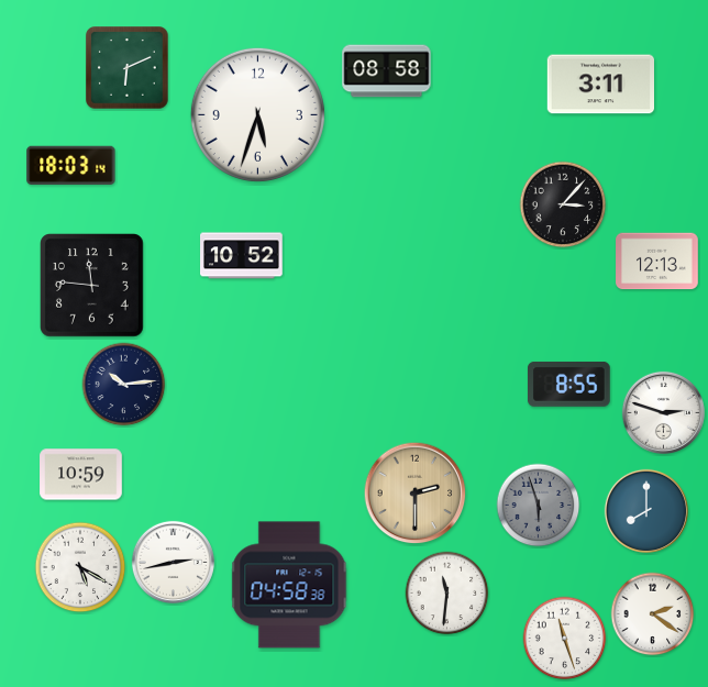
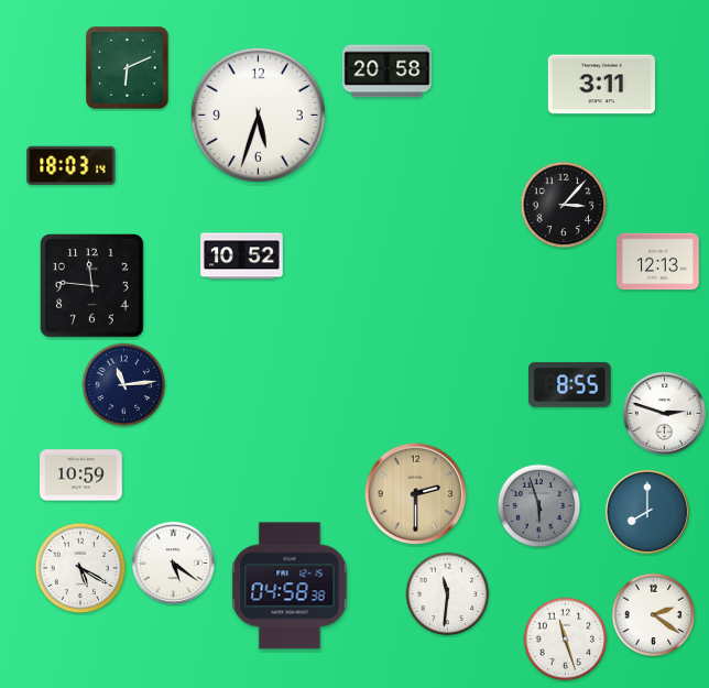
clock at (387, 71): 08:58 -> 20:58
clock at (124, 385): 10:14 -> 11:14
clock at (173, 562): 2:43 -> 5:21
